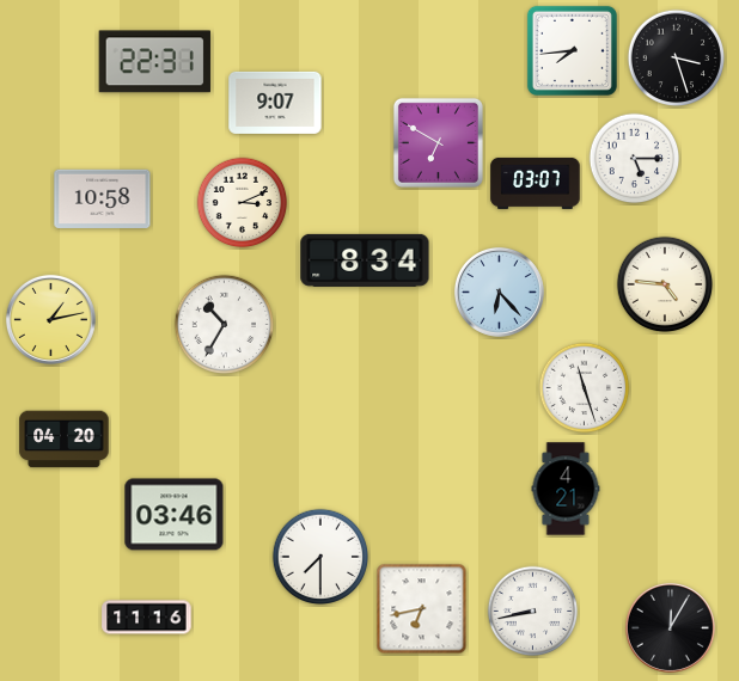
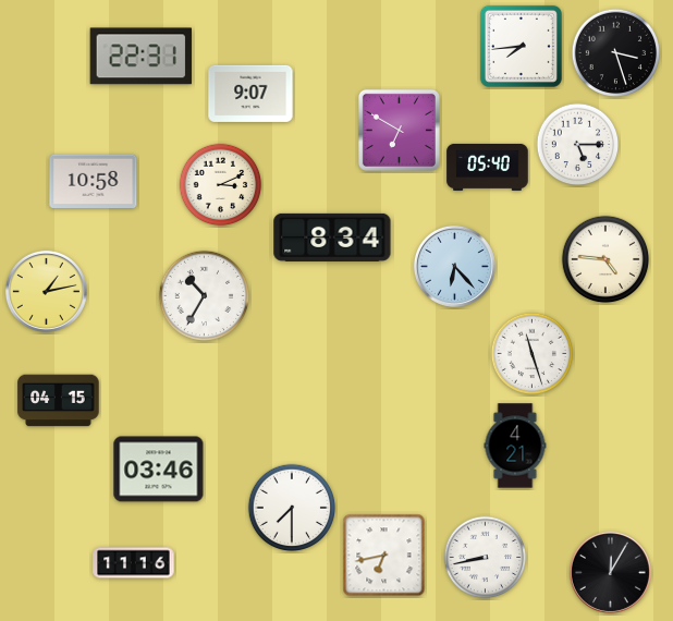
clock at (536, 183): 03:07 -> 05:40
clock at (65, 440): 04:20 -> 04:15
